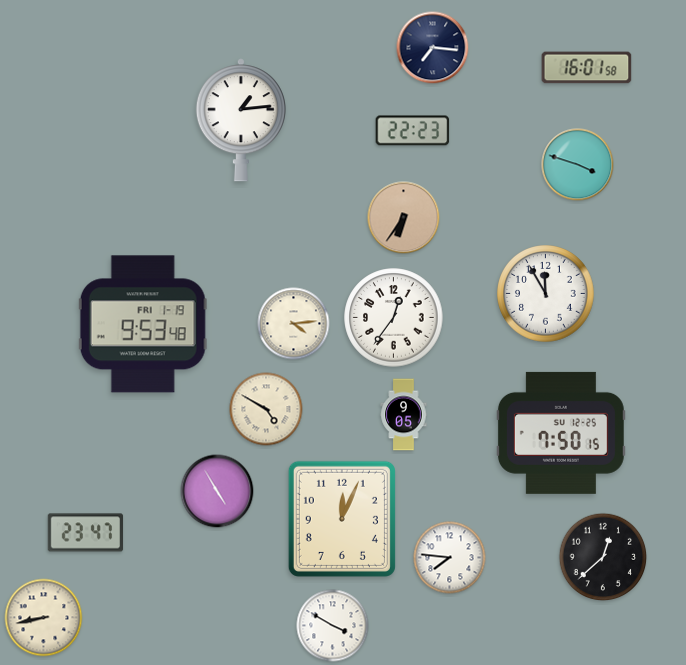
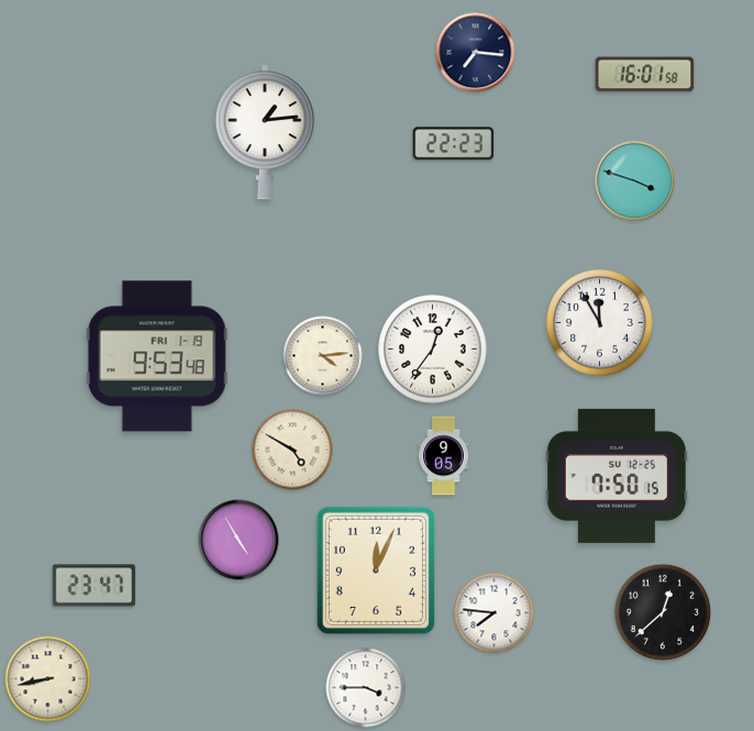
clock at (404, 218): 6:36 -> none
clock at (333, 626): 3:50 -> 3:45
